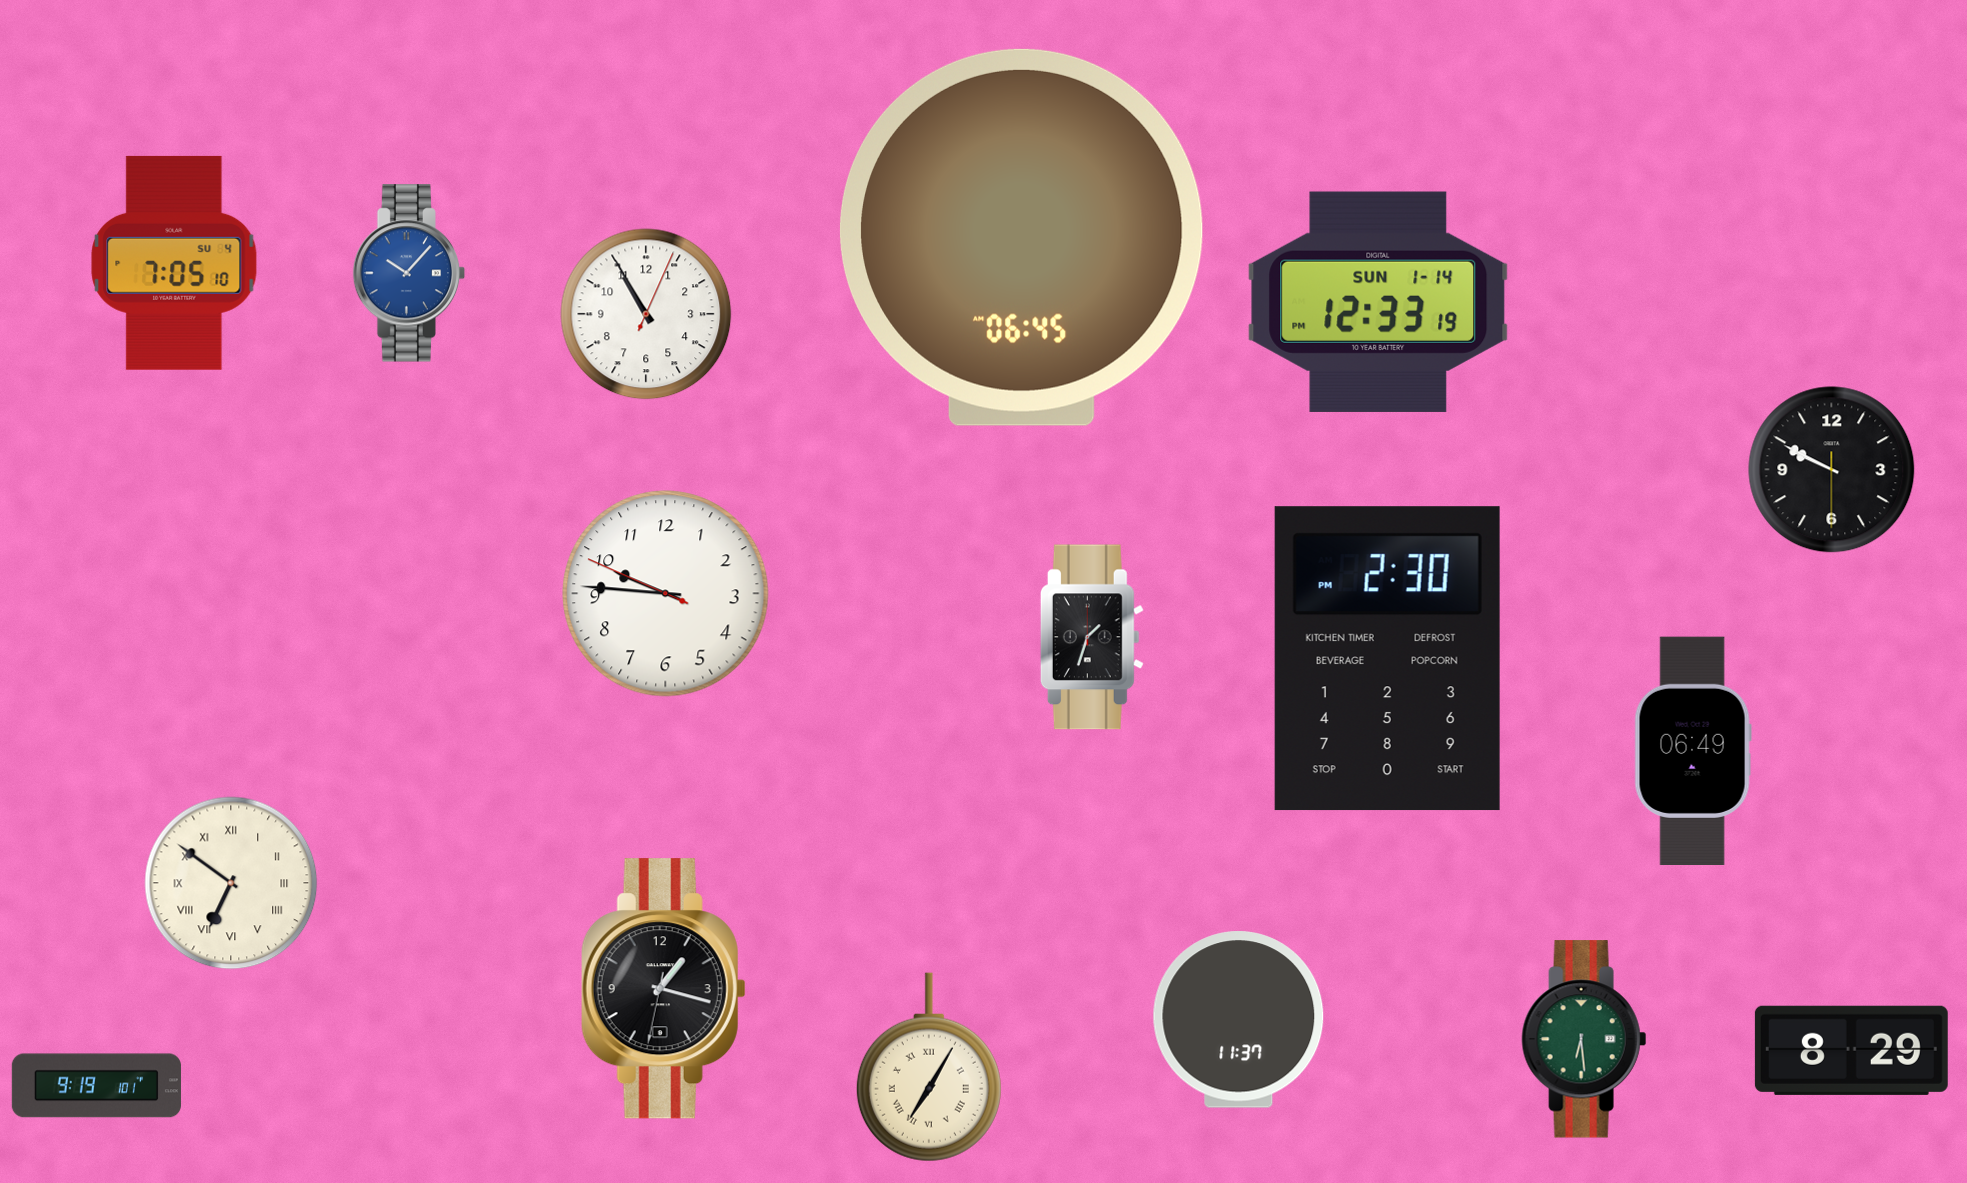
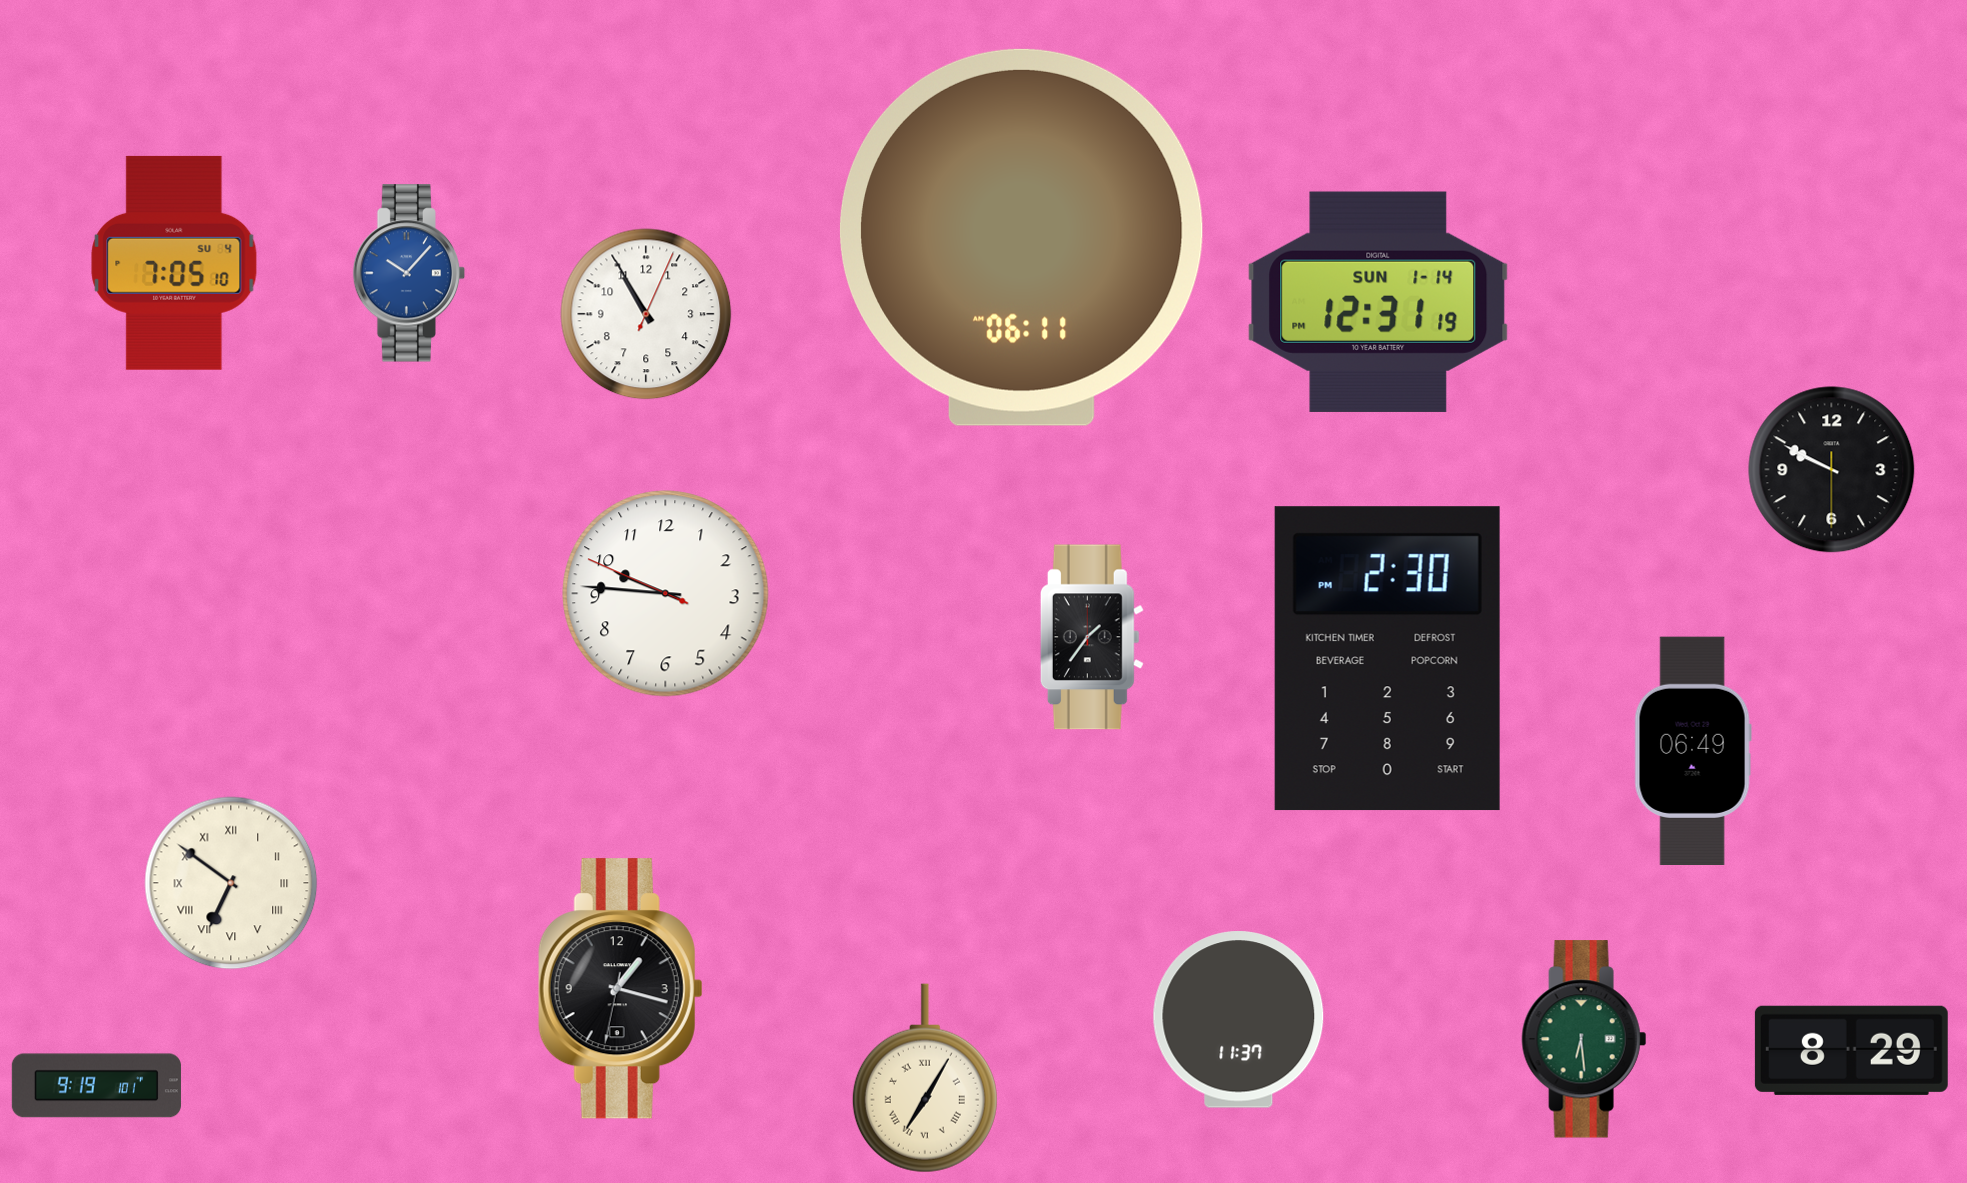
clock at (1021, 237): 06:45 -> 06:11
clock at (1378, 302): 12:33 -> 12:31
clock at (1092, 637): 1:33 -> 1:36
clock at (663, 989) position: (663, 989) -> (620, 989)
clock at (929, 1067) position: (929, 1067) -> (925, 1078)
